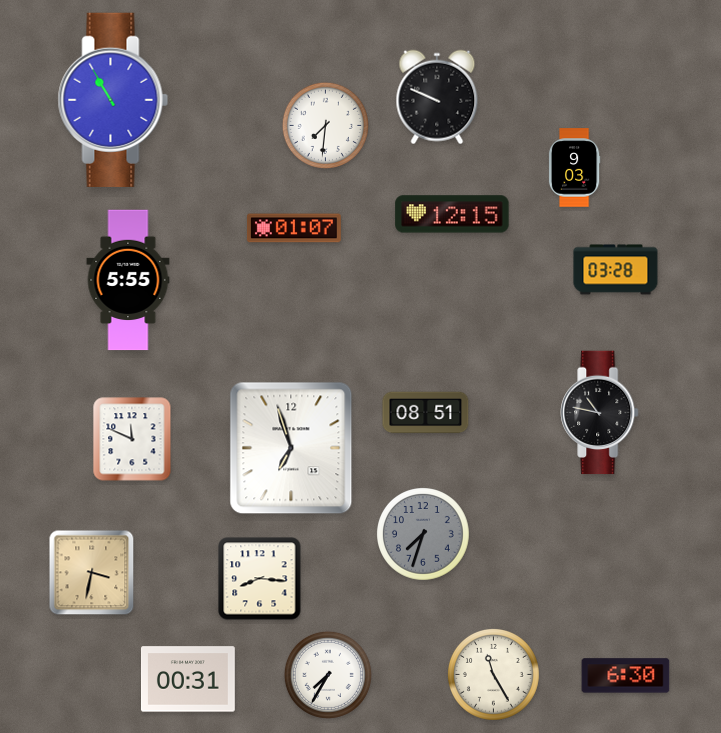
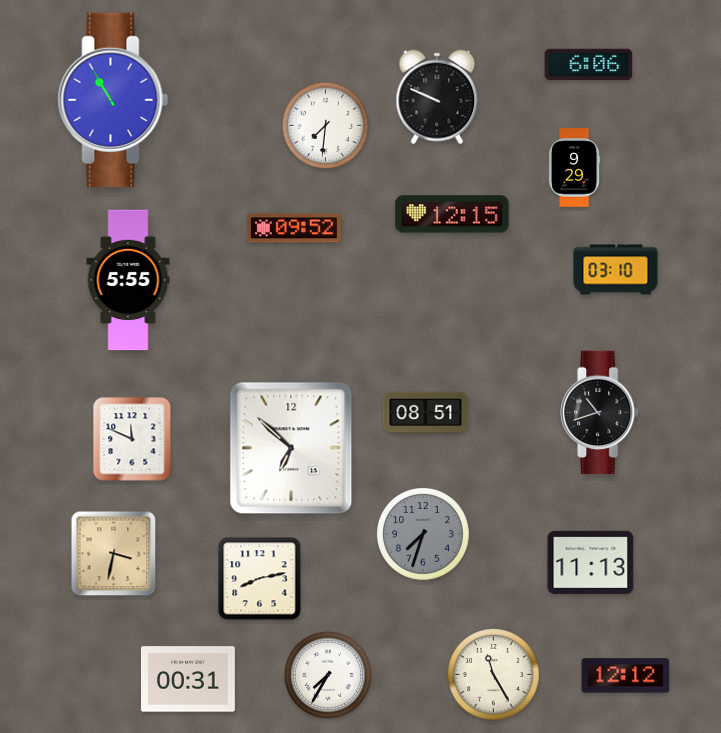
clock at (589, 65): none -> 6:06
clock at (574, 168): 9:03 -> 9:29
clock at (294, 228): 01:07 -> 09:52
clock at (616, 270): 03:28 -> 03:10
clock at (600, 413): 10:47 -> 10:42
clock at (291, 448): 6:57 -> 6:52
clock at (591, 562): none -> 11:13
clock at (92, 573) position: (92, 573) -> (114, 554)
clock at (260, 579): 8:16 -> 8:13
clock at (626, 676): 6:30 -> 12:12
